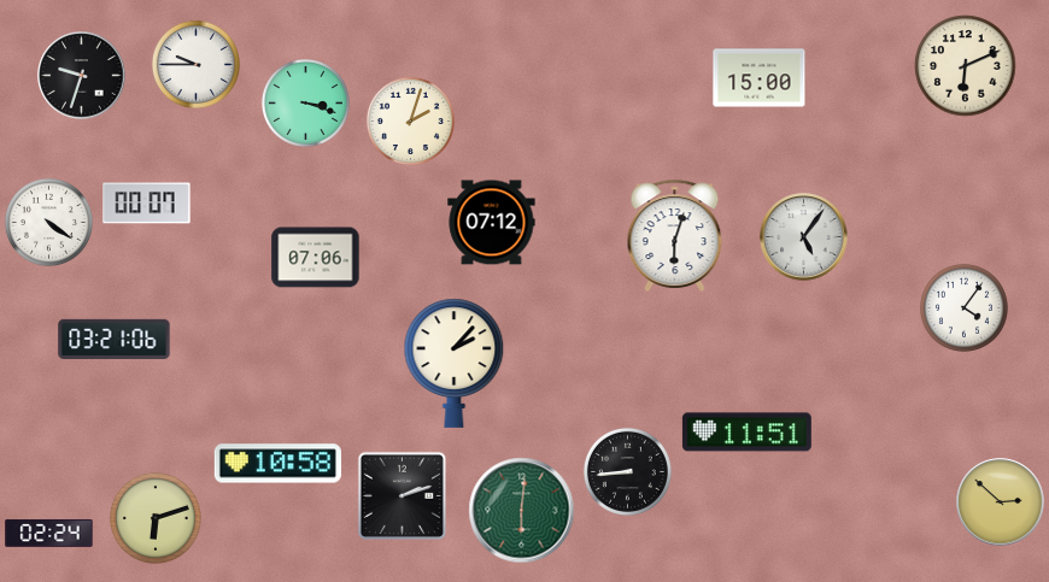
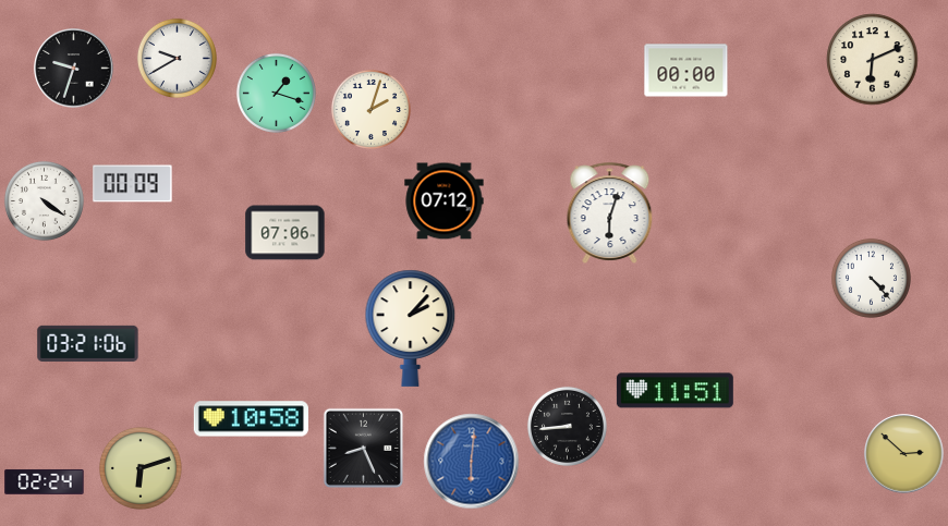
clock at (195, 64): 9:45 -> 9:40
clock at (760, 78): 15:00 -> 00:00
clock at (305, 102): 3:18 -> 1:18
clock at (147, 204): 00:07 -> 00:09
clock at (804, 237): 5:06 -> none
clock at (963, 307): 4:06 -> 4:23
clock at (115, 339) position: (115, 339) -> (88, 343)
clock at (402, 495): 2:12 -> 8:26
clock at (522, 511) dial: green -> blue
